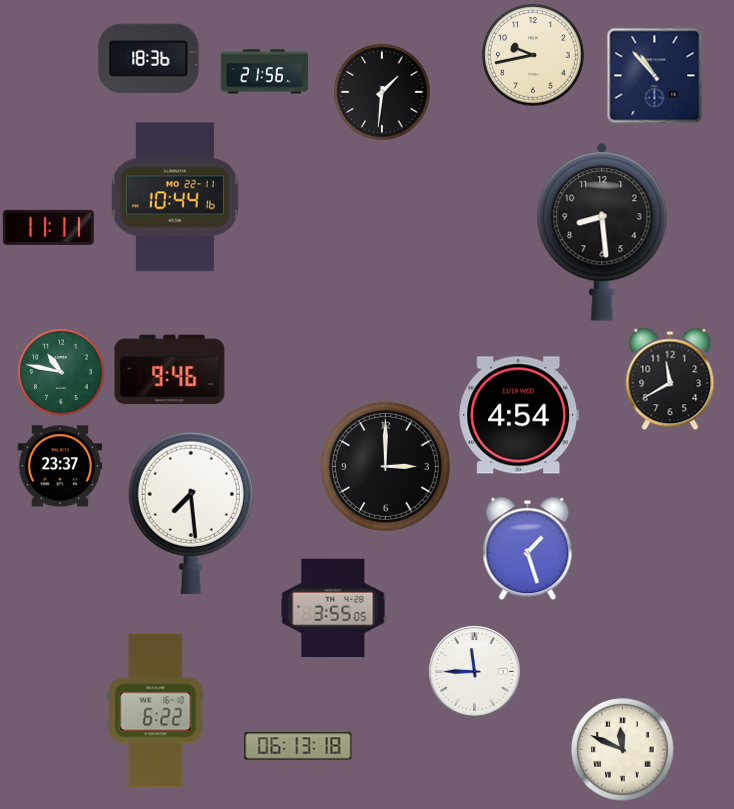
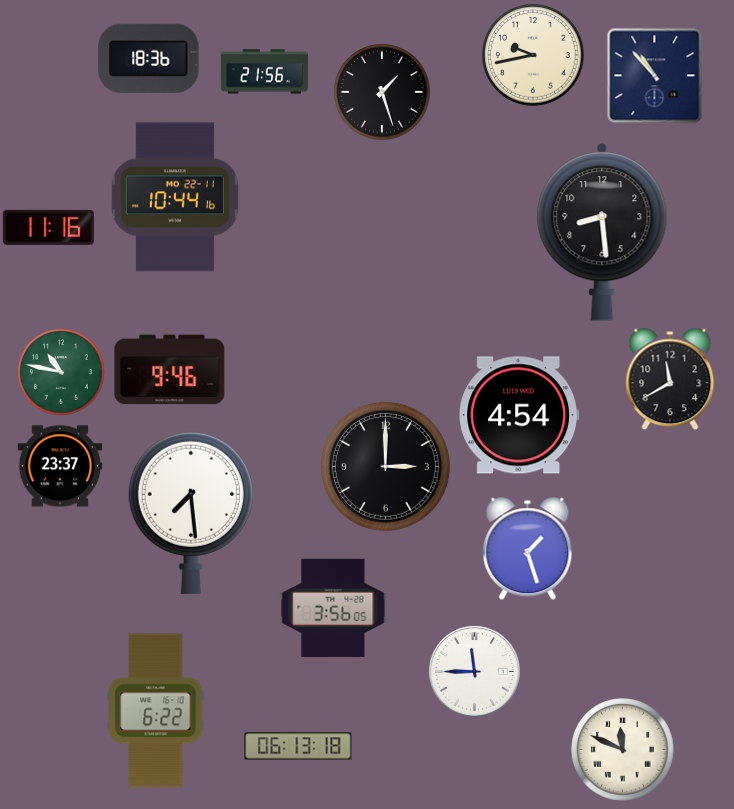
clock at (382, 92): 1:31 -> 1:27
clock at (48, 227): 11:11 -> 11:16
clock at (333, 607): 3:55 -> 3:56
